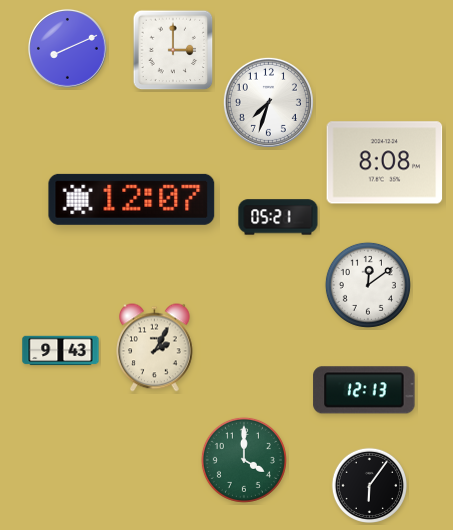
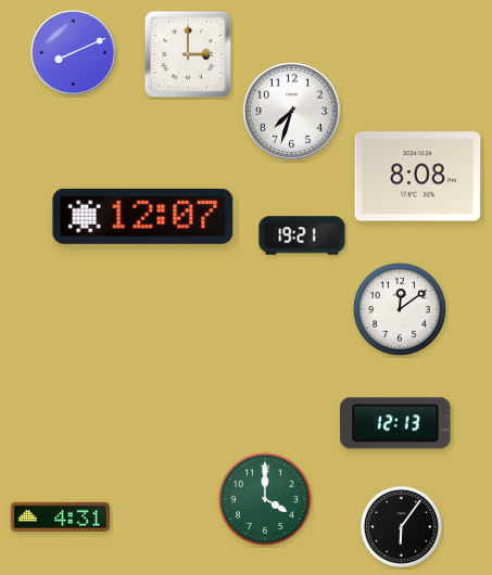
clock at (278, 217): 05:21 -> 19:21
clock at (155, 348): 2:05 -> none
clock at (61, 351): 9:43 -> none
clock at (61, 516): none -> 4:31
